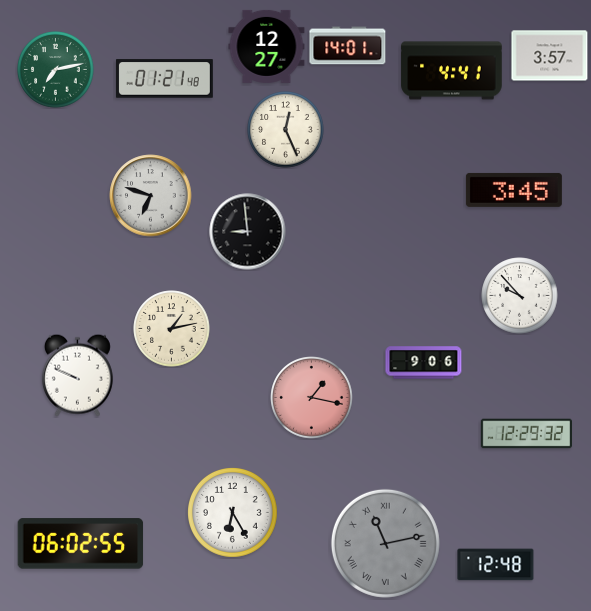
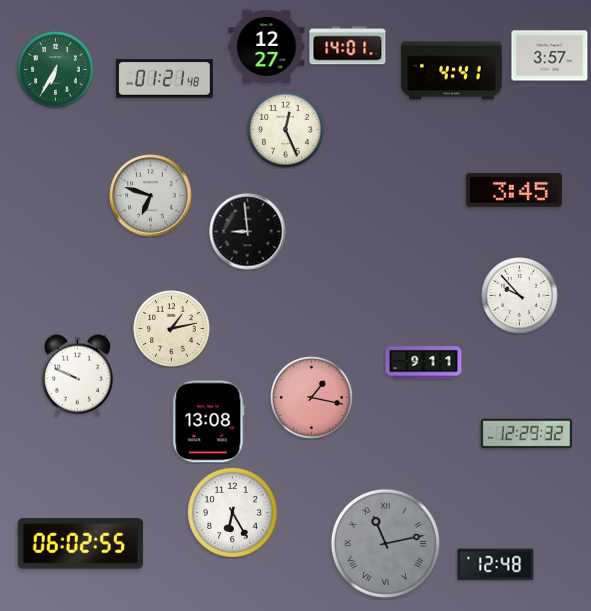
clock at (56, 70): 7:13 -> 6:35
clock at (424, 363): 9:06 -> 9:11
clock at (209, 422): none -> 13:08
